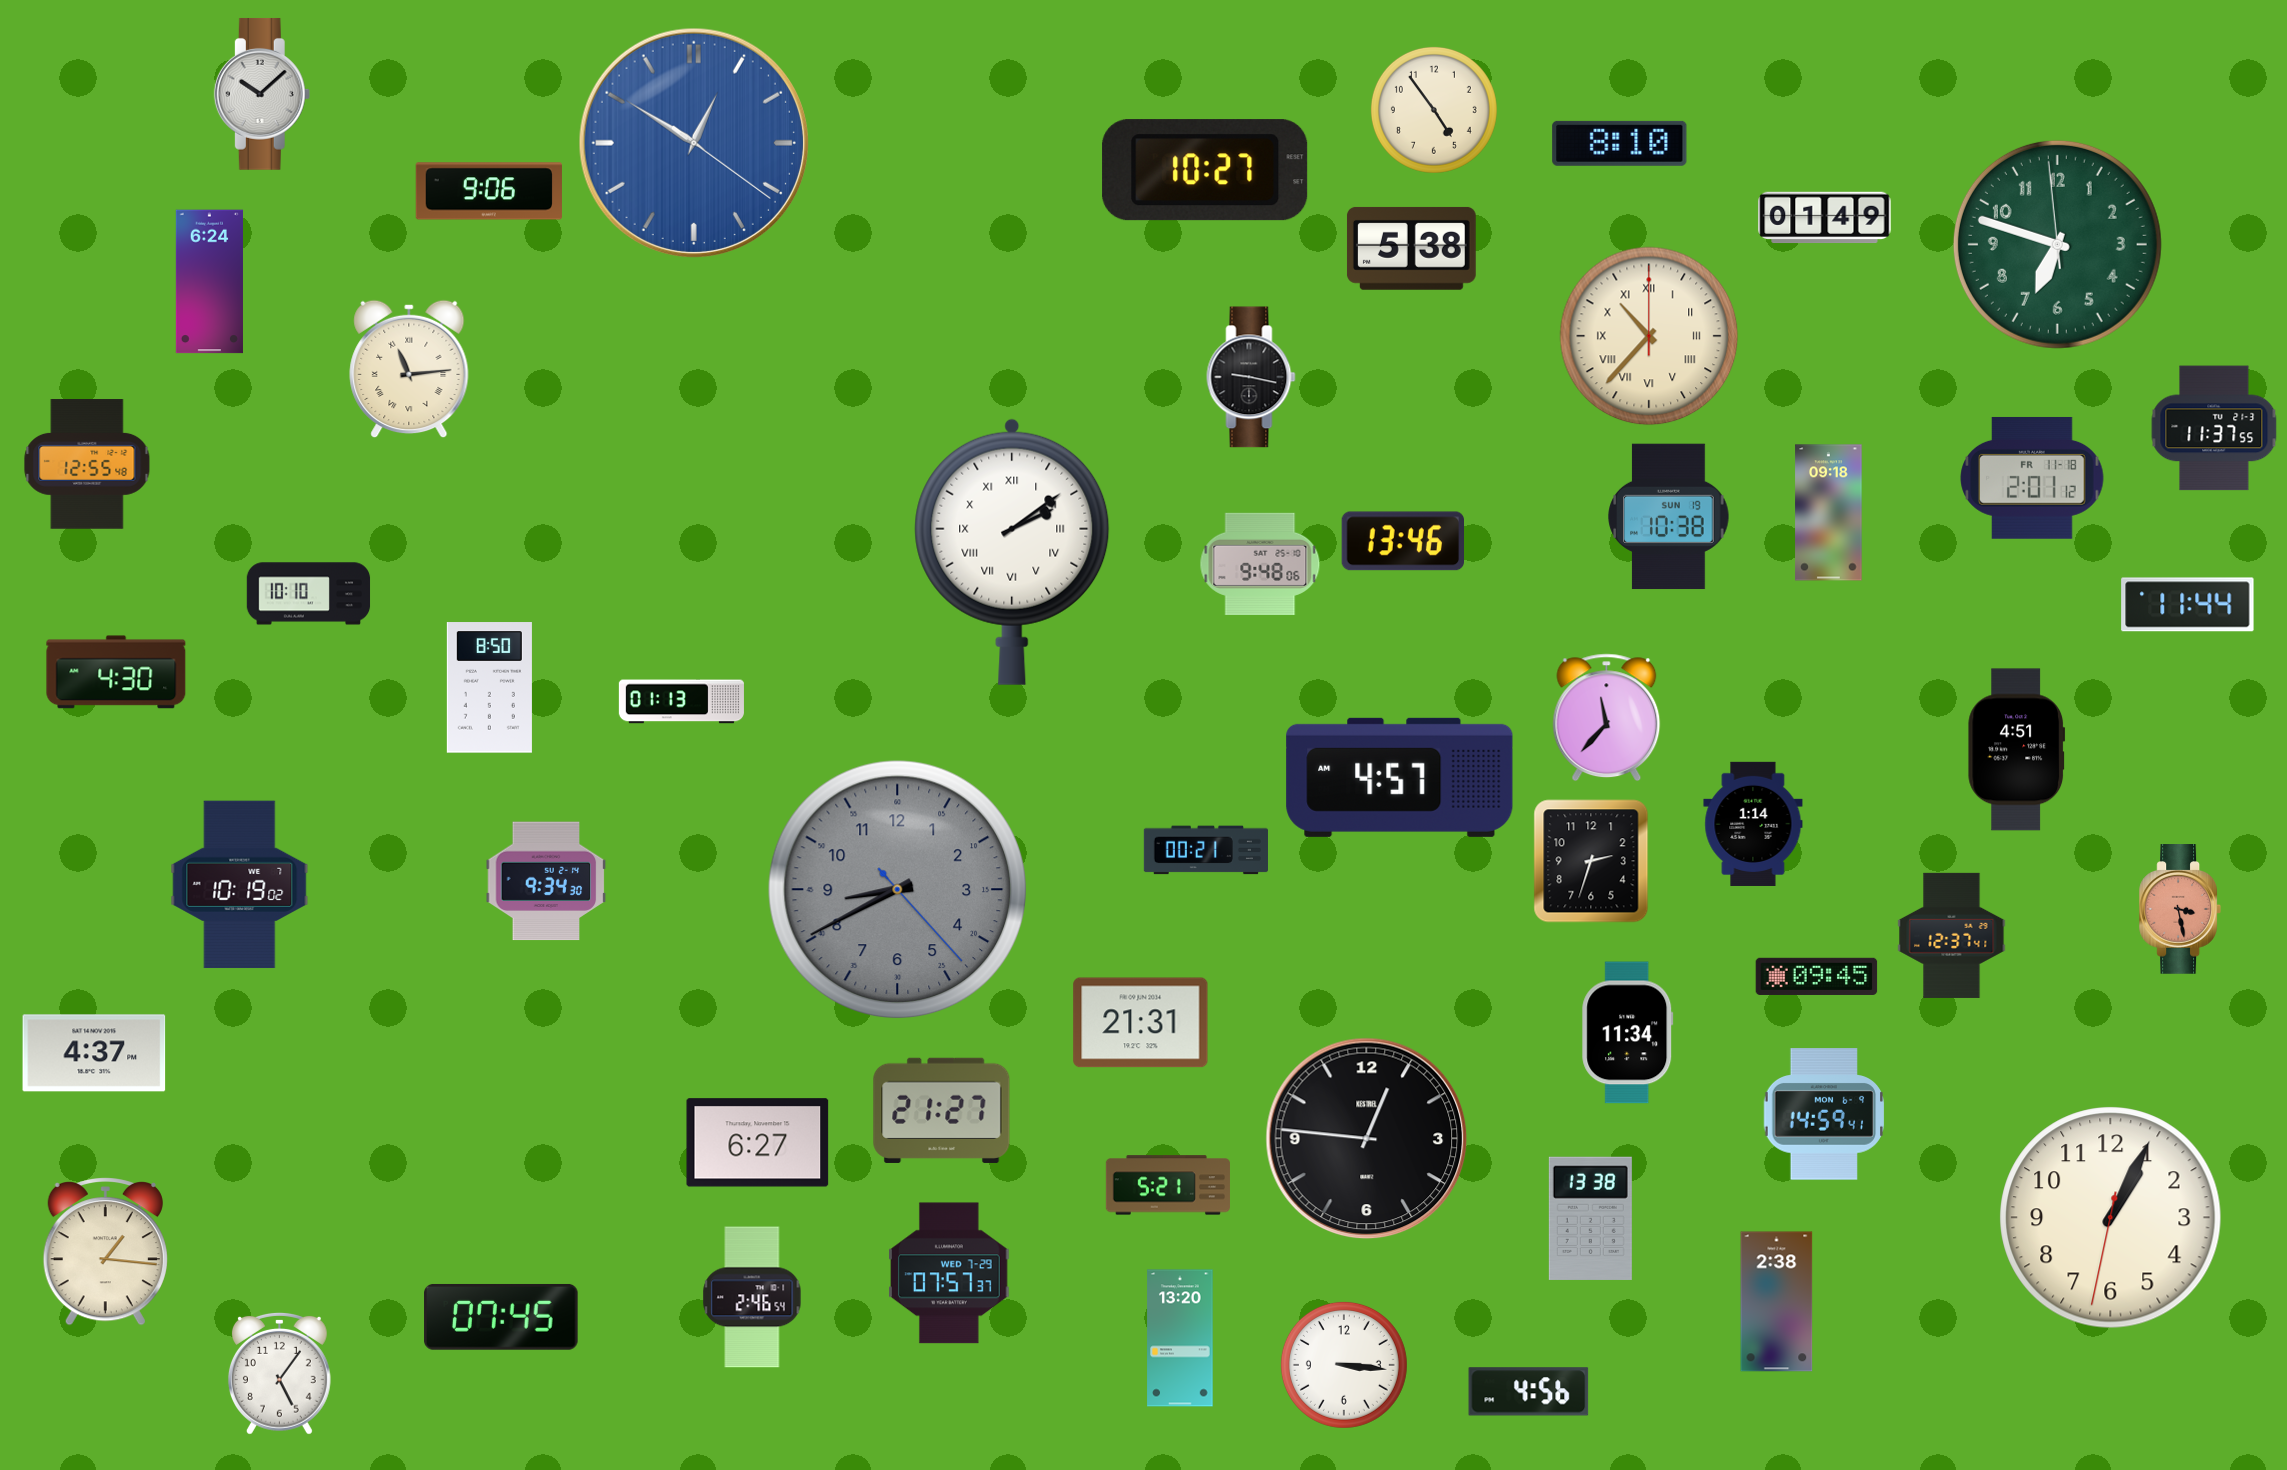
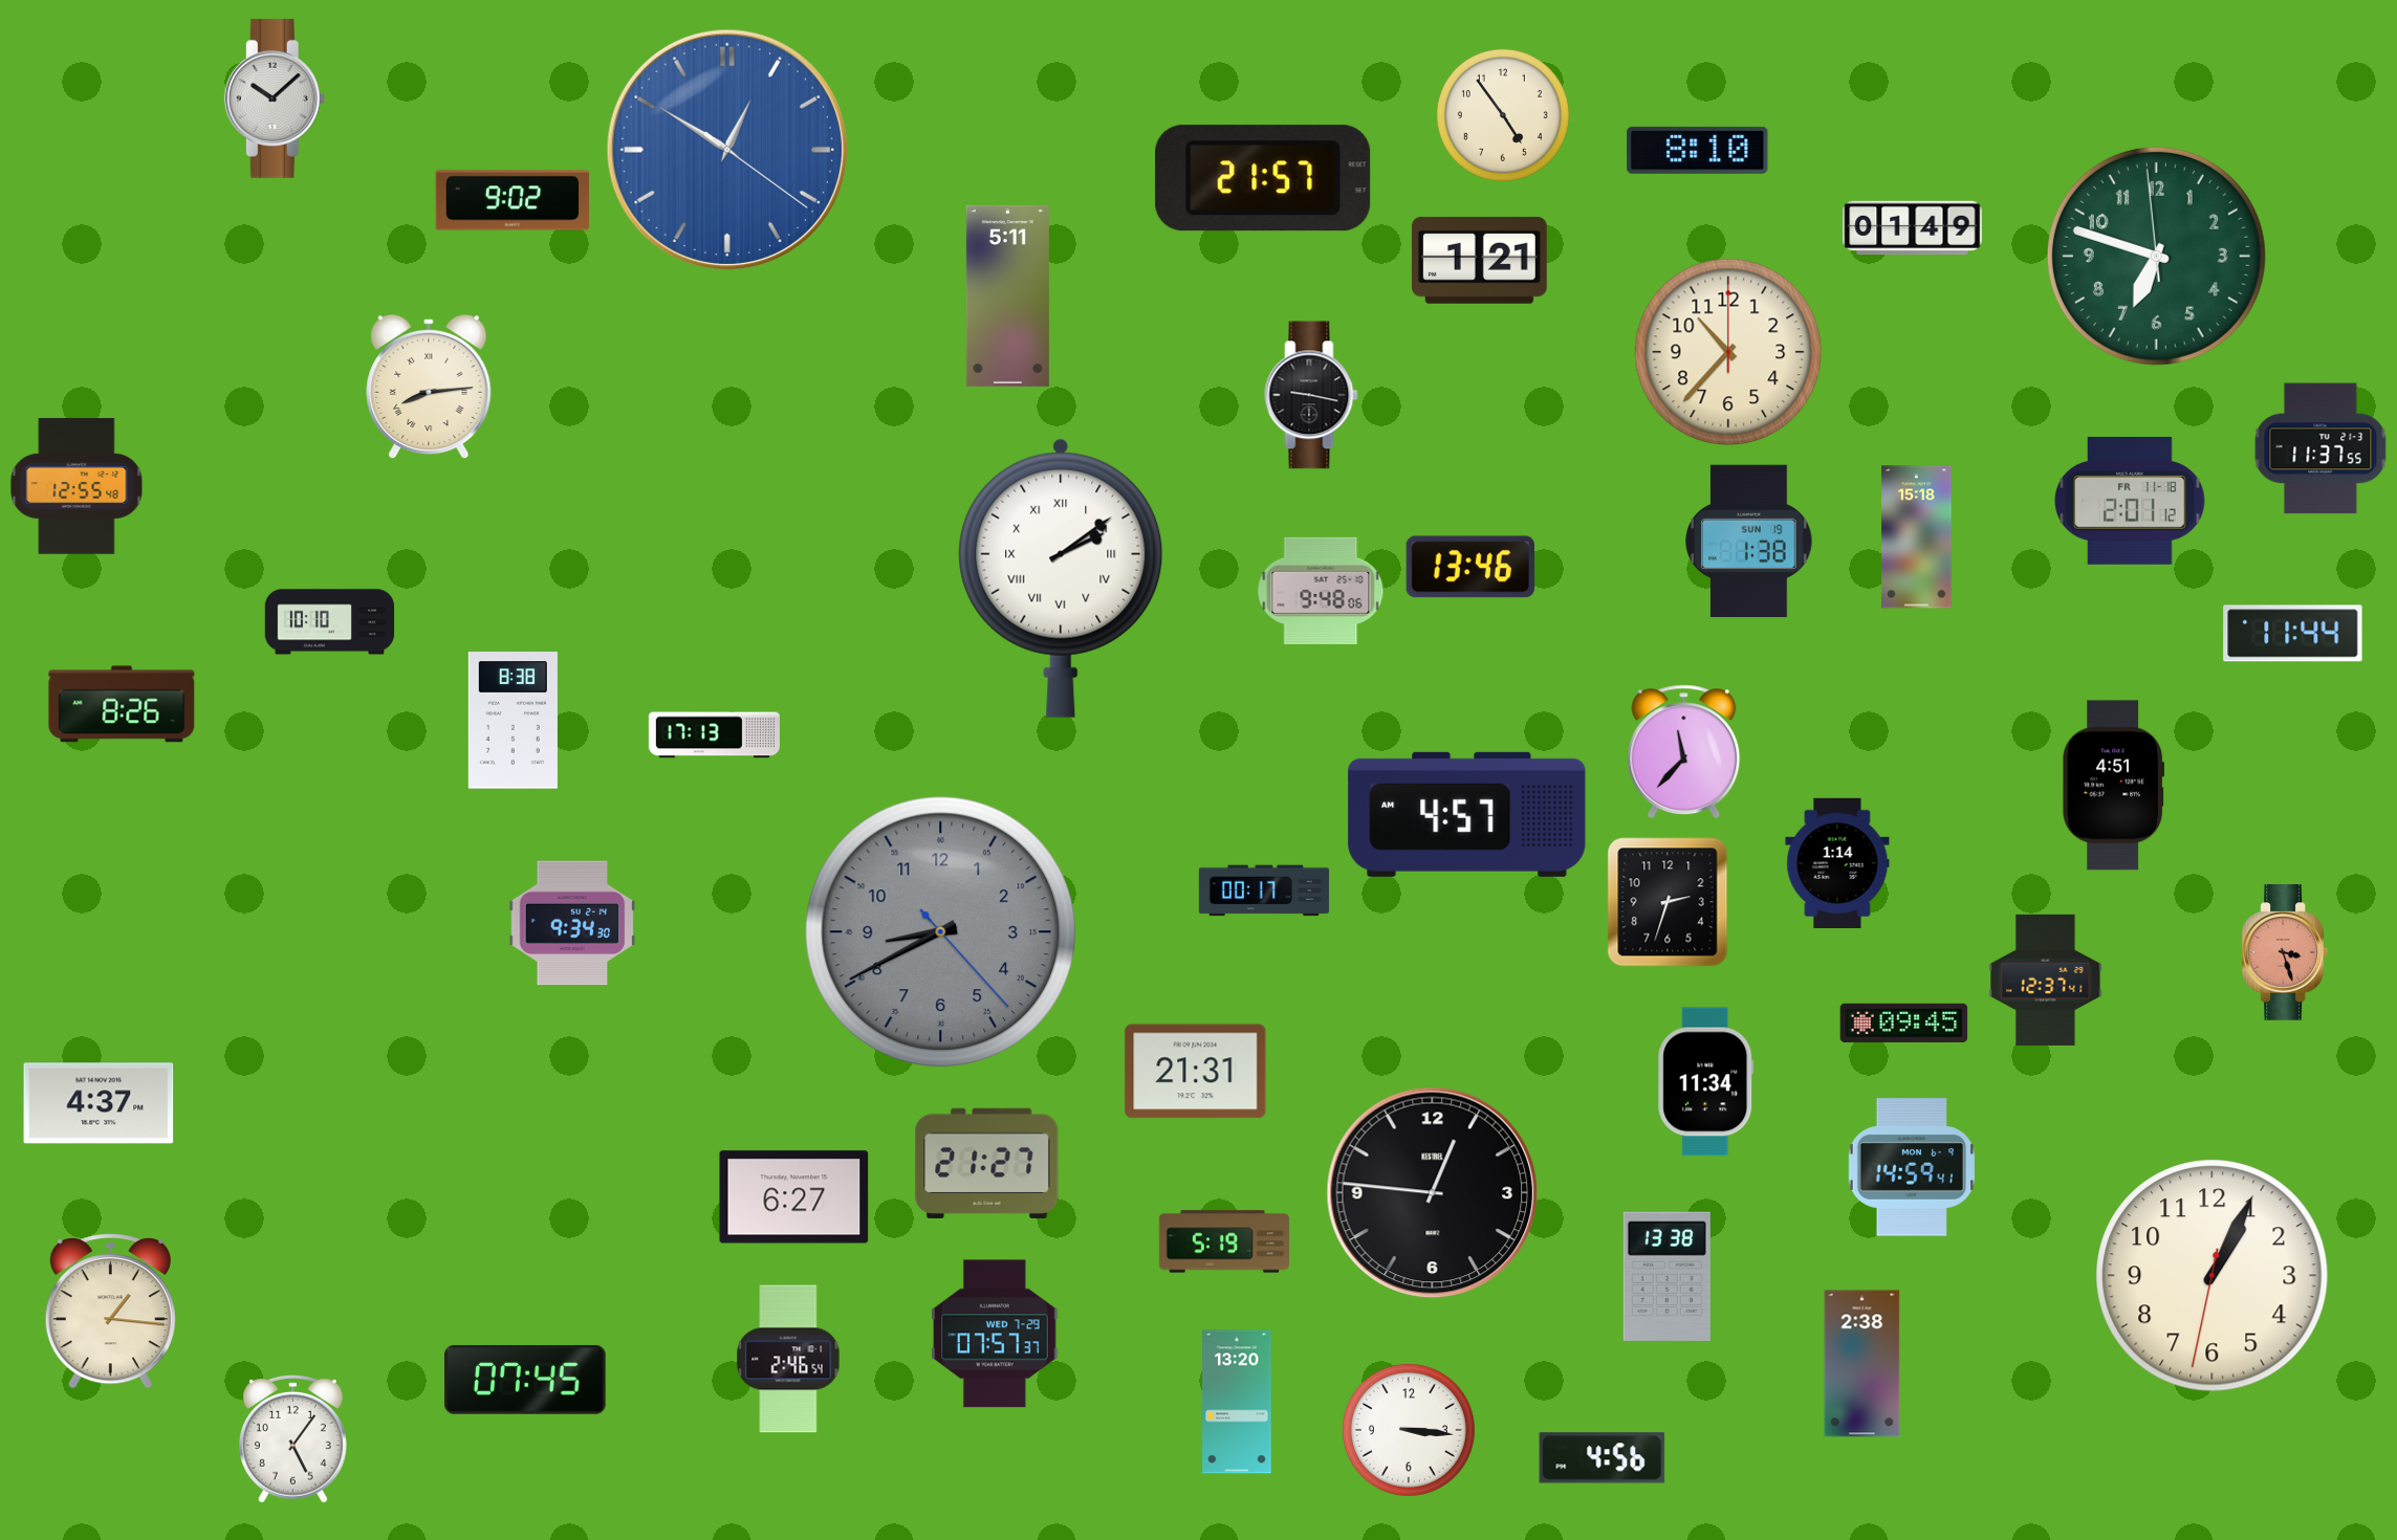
clock at (1205, 170): 10:27 -> 21:57
clock at (489, 191): 9:06 -> 9:02
clock at (1411, 248): 5:38 -> 1:21
clock at (209, 282): 6:24 -> none
clock at (1007, 295): none -> 5:11
clock at (1649, 336) numerals: Roman -> Arabic
clock at (409, 369): 11:14 -> 8:14
clock at (87, 464) position: (87, 464) -> (77, 486)
clock at (1829, 513): 09:18 -> 15:18
clock at (1669, 517): 10:38 -> 1:38
clock at (309, 594) position: (309, 594) -> (330, 622)
clock at (116, 672): 4:30 -> 8:26
clock at (489, 688): 8:50 -> 8:38
clock at (681, 702): 01:13 -> 17:13
clock at (1206, 850): 00:21 -> 00:17
clock at (240, 885): 10:19 -> none
clock at (2179, 909): 3:28 -> 3:27
clock at (1168, 1185): 5:21 -> 5:19
